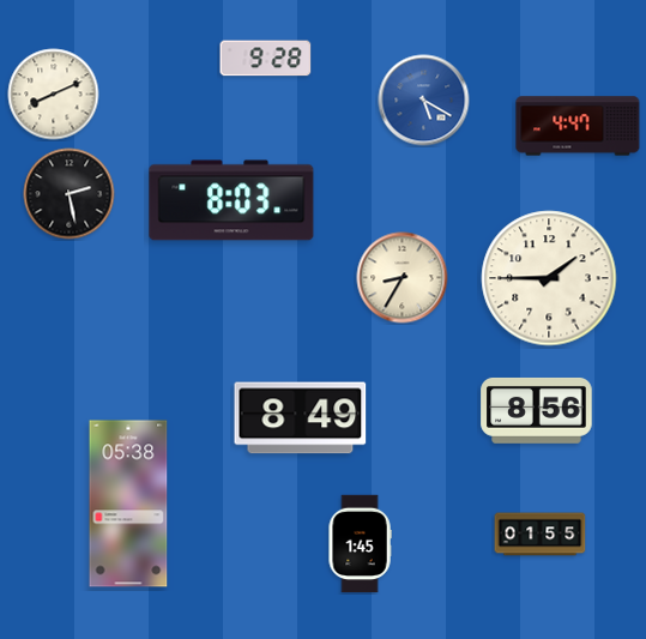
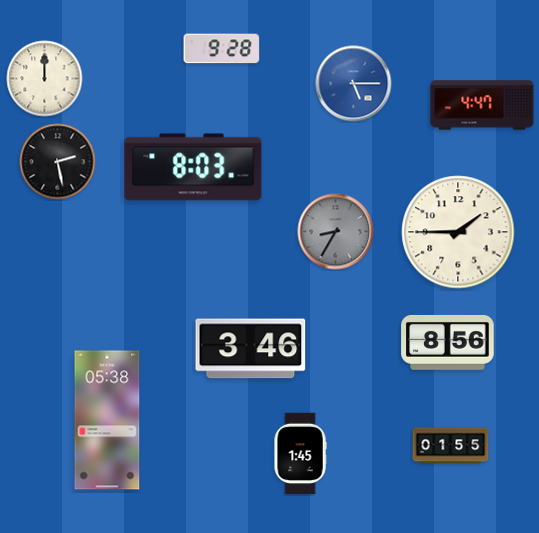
clock at (54, 95): 8:11 -> 12:00
clock at (424, 101): 5:20 -> 5:15
clock at (403, 278) dial: cream -> grey
clock at (301, 418): 8:49 -> 3:46
